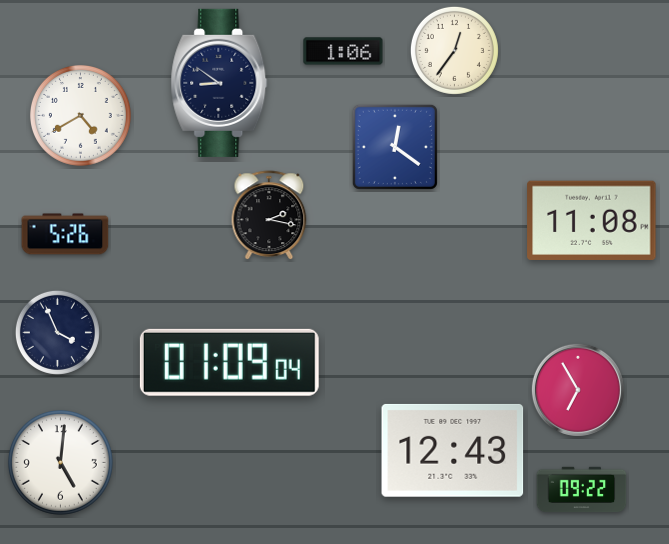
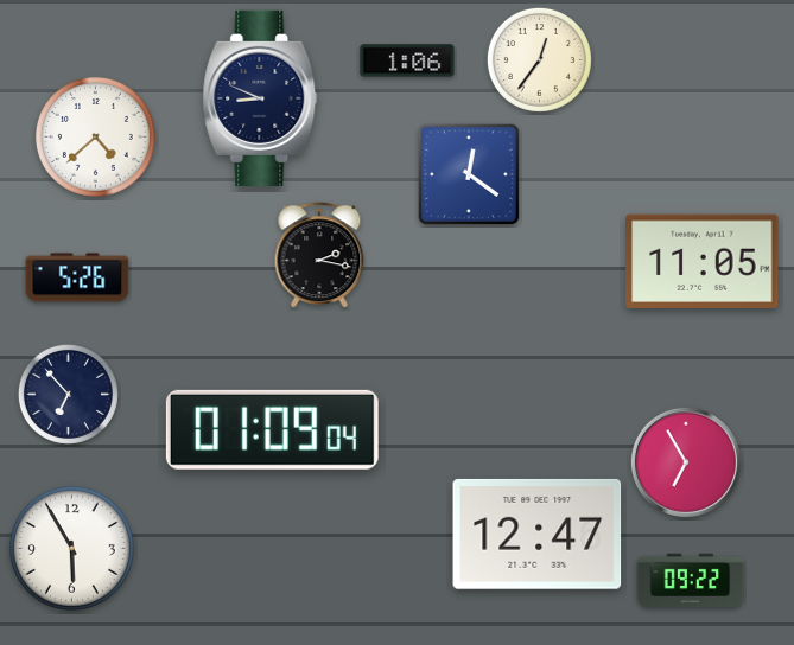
clock at (219, 83): 8:51 -> 8:49
clock at (80, 115): 4:40 -> 4:38
clock at (592, 220): 11:08 -> 11:05
clock at (57, 332): 3:56 -> 6:53
clock at (453, 450): 12:43 -> 12:47
clock at (60, 462): 5:01 -> 5:55
